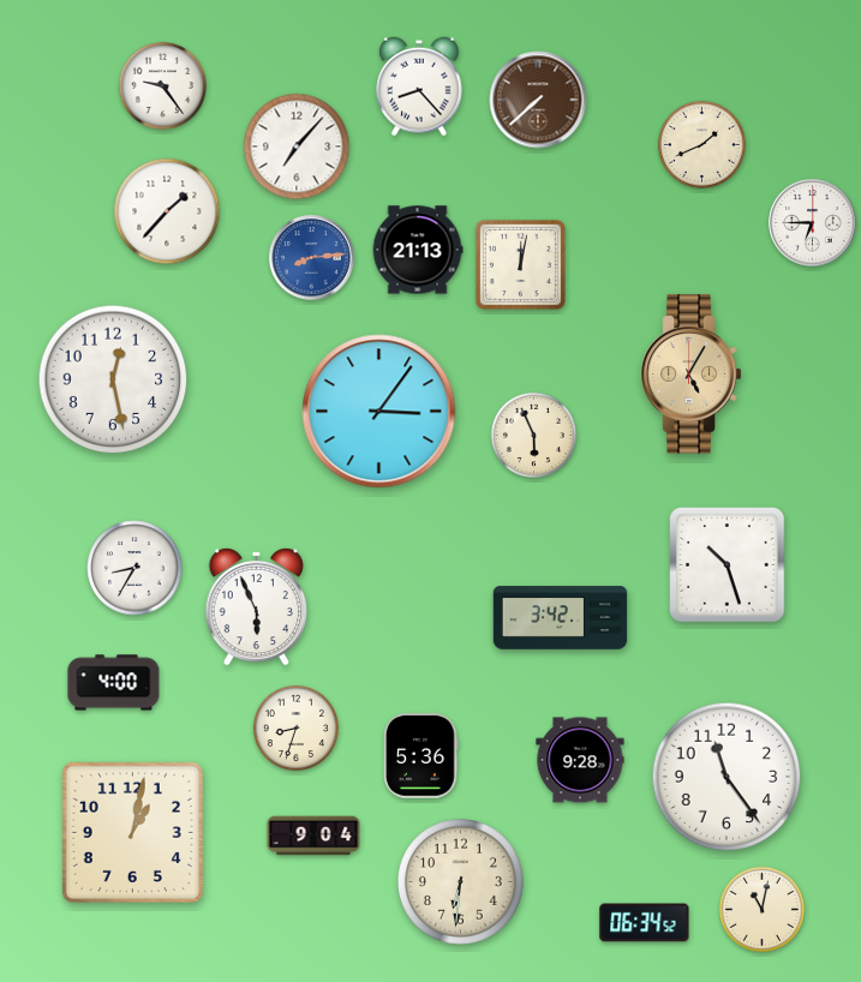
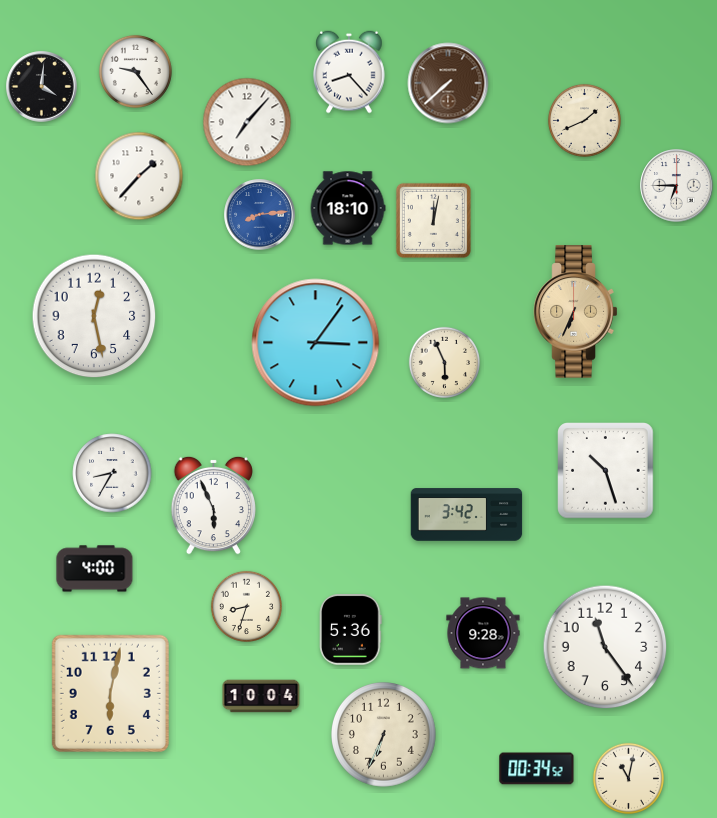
clock at (42, 87): none -> 4:01
clock at (418, 250): 21:13 -> 18:10
clock at (692, 375): 5:05 -> 6:34
clock at (132, 832): 1:02 -> 6:02
clock at (313, 836): 9:04 -> 10:04
clock at (461, 882): 6:31 -> 6:34
clock at (761, 909) position: (761, 909) -> (628, 778)
clock at (645, 923): 06:34 -> 00:34
